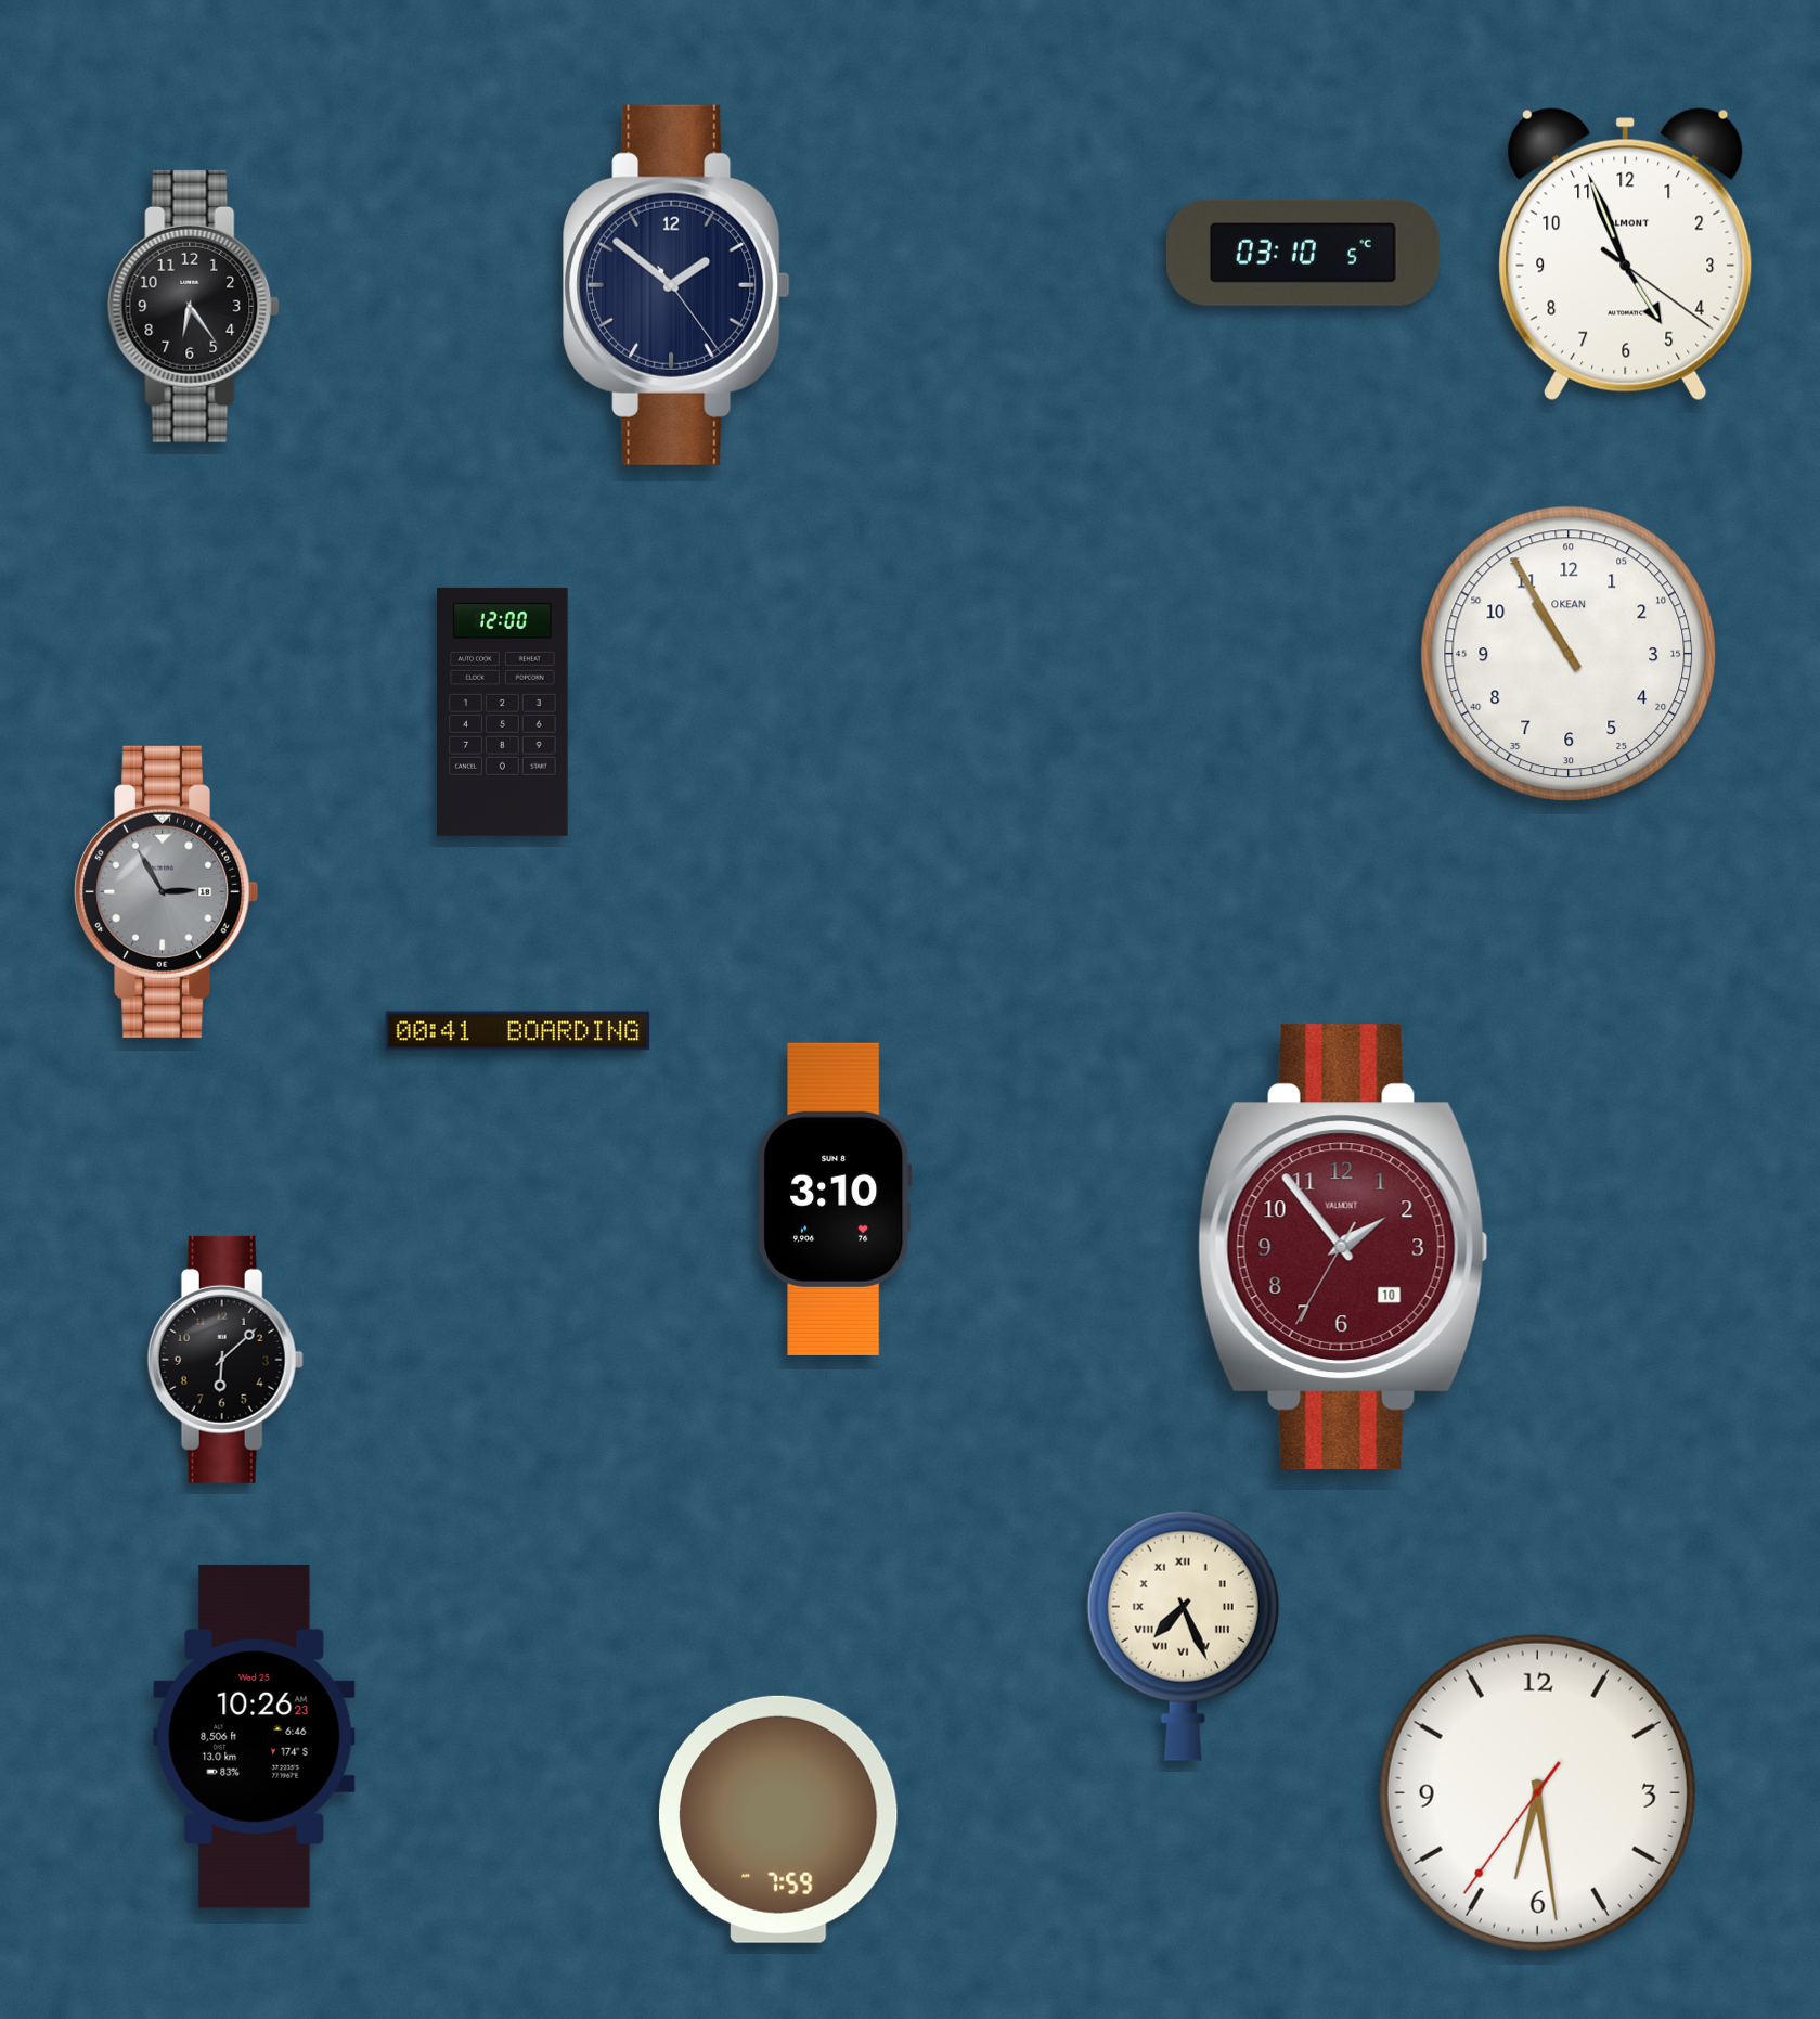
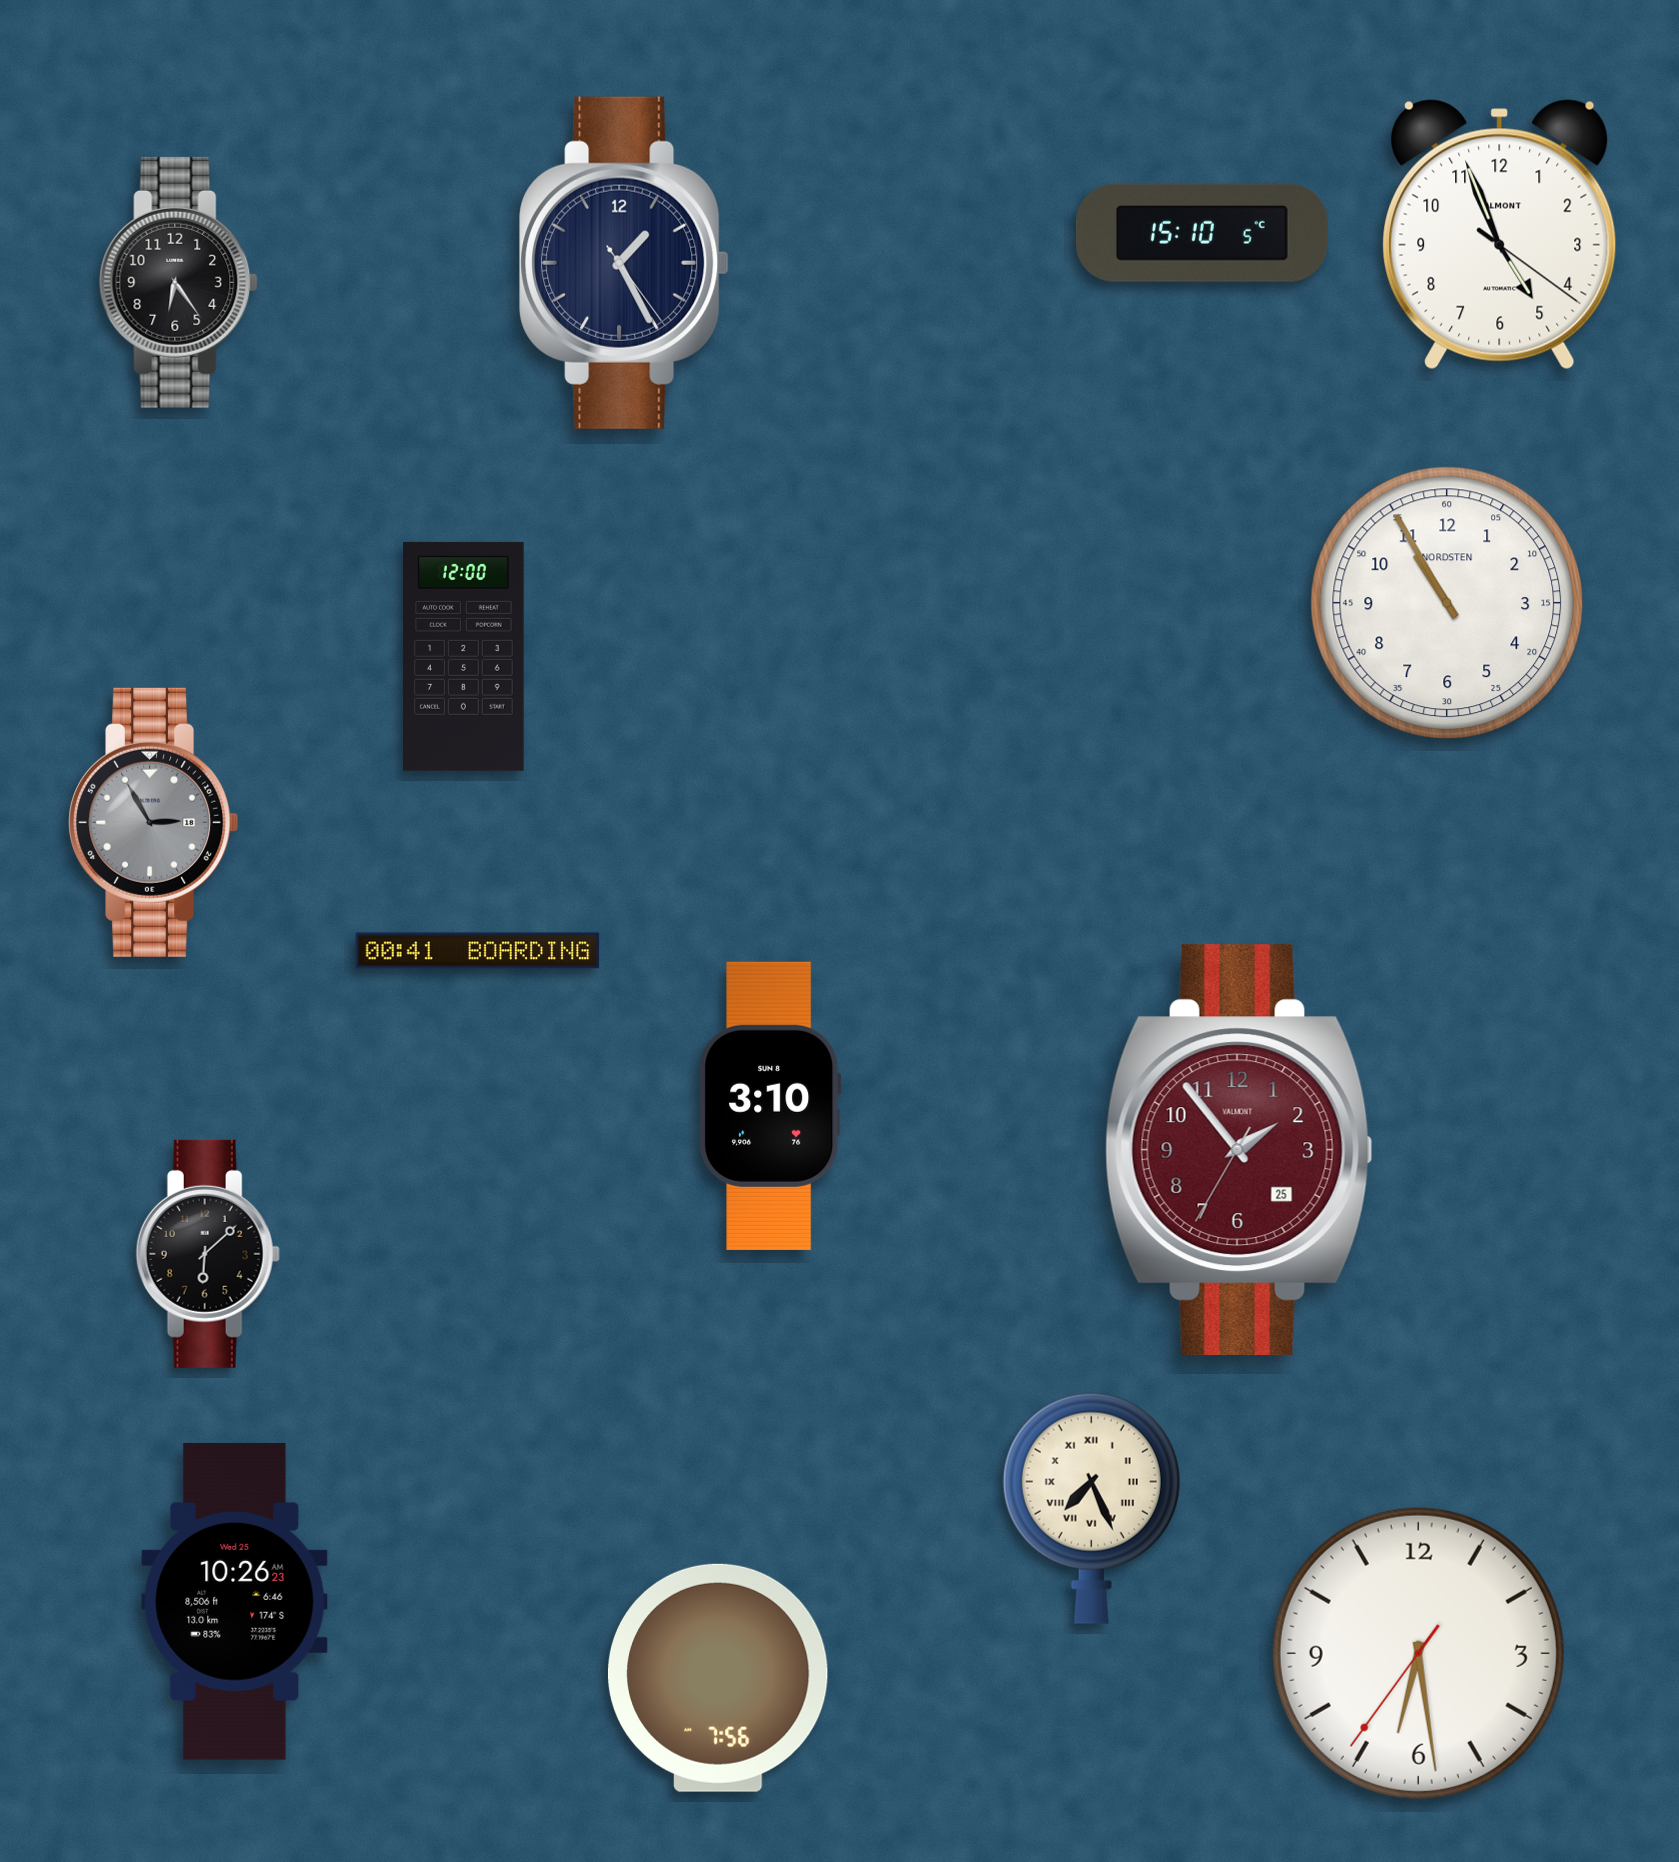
clock at (1303, 253): 03:10 -> 15:10
clock at (676, 285): 1:51 -> 1:25
clock at (1569, 654) brand: OKEAN -> NORDSTEN
clock at (1343, 1247) date: 10 -> 25
clock at (778, 1819): 7:59 -> 7:56
